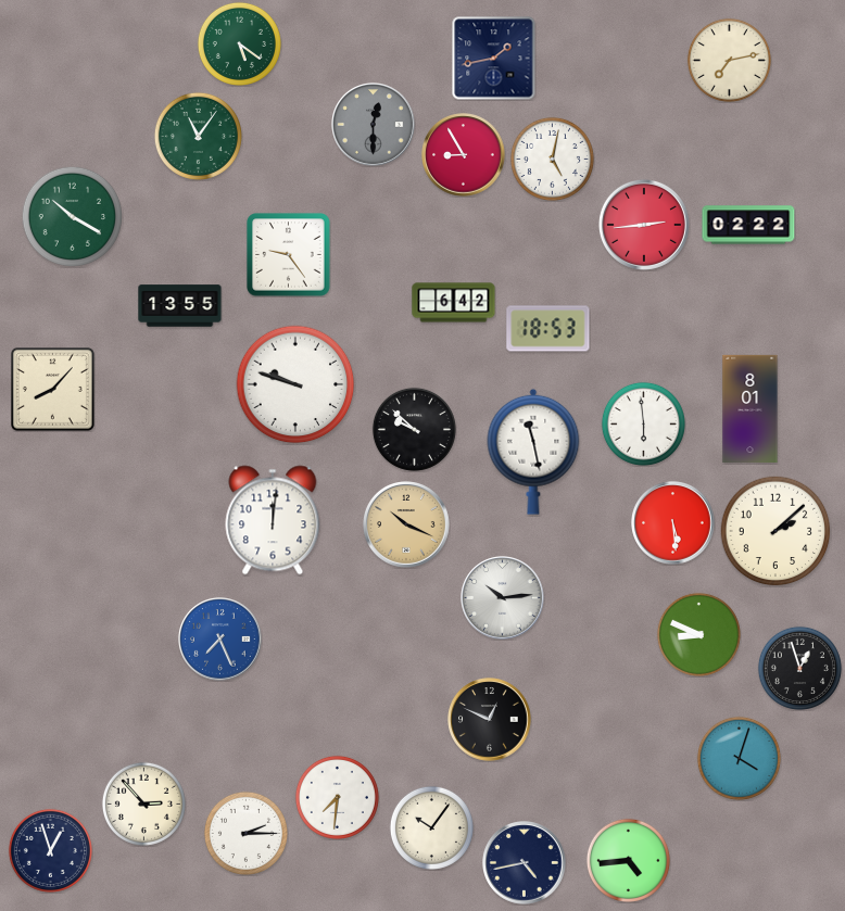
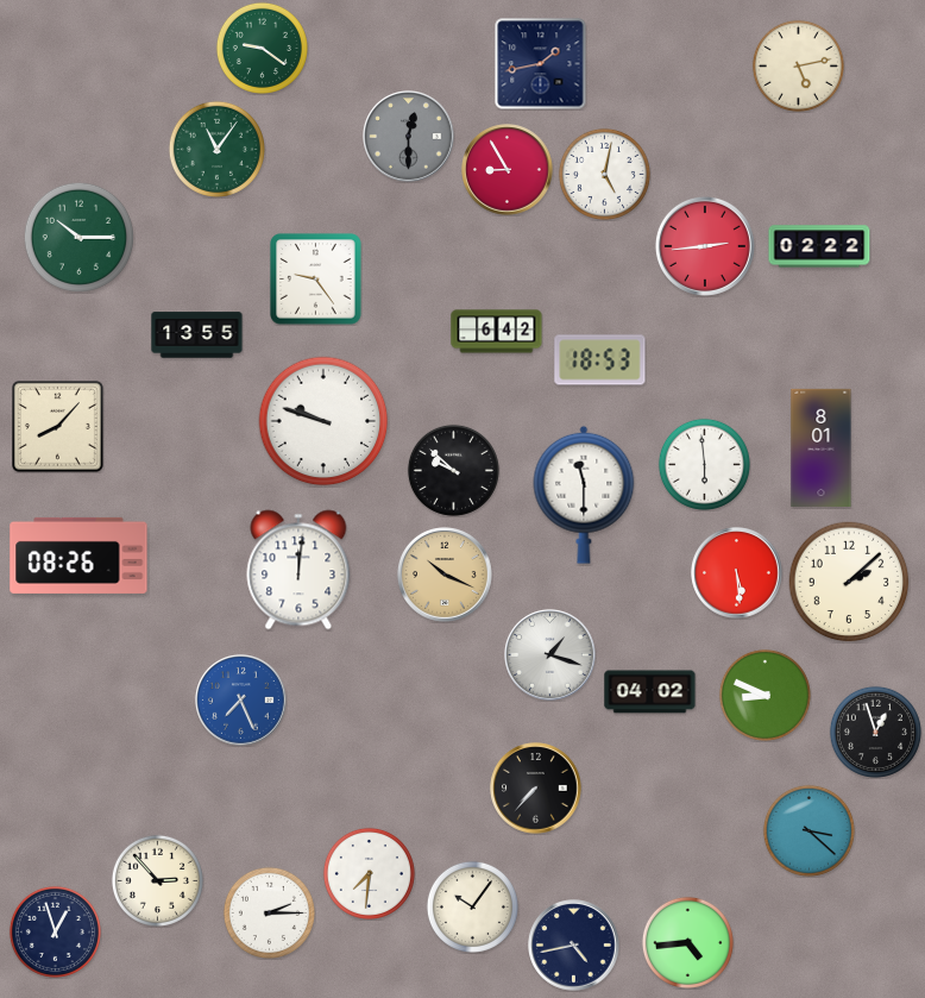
clock at (239, 43): 5:21 -> 9:21
clock at (729, 60): 7:13 -> 5:13
clock at (72, 216): 10:20 -> 10:15
clock at (533, 452): 11:28 -> 11:30
clock at (78, 556): none -> 08:26
clock at (503, 598): 10:14 -> 1:18
clock at (650, 692): none -> 04:02
clock at (490, 720): 12:49 -> 7:37
clock at (739, 758): 4:03 -> 3:22
